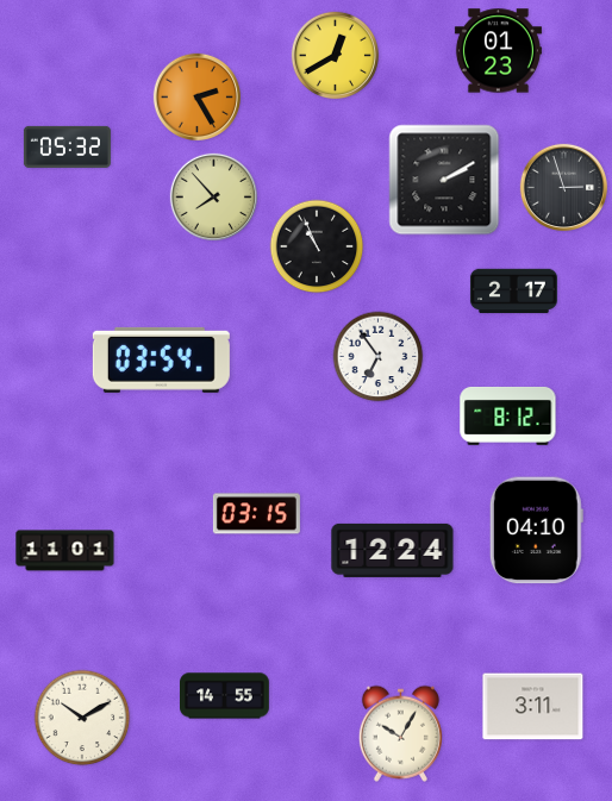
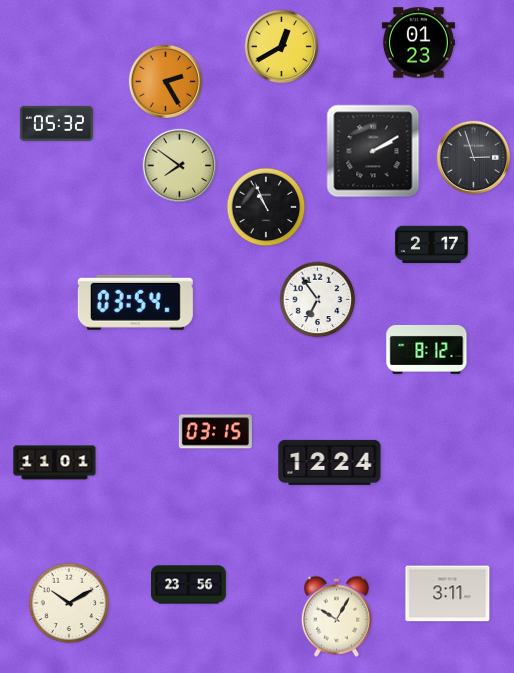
clock at (214, 198): 7:53 -> 7:51
clock at (536, 531): 04:10 -> none
clock at (225, 696): 14:55 -> 23:56
